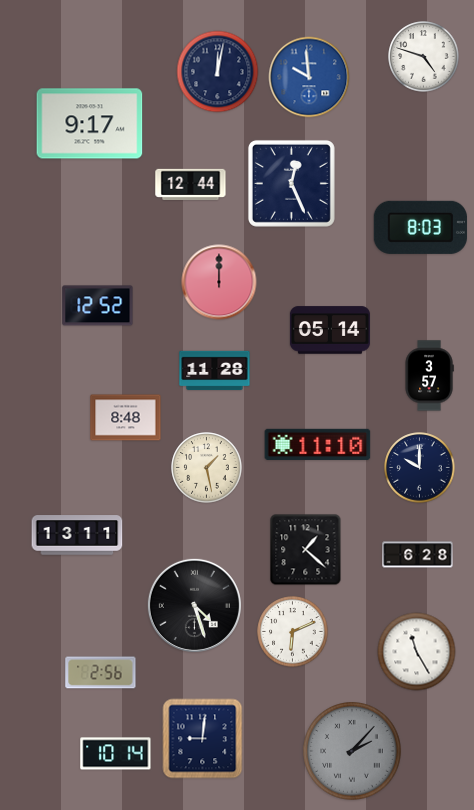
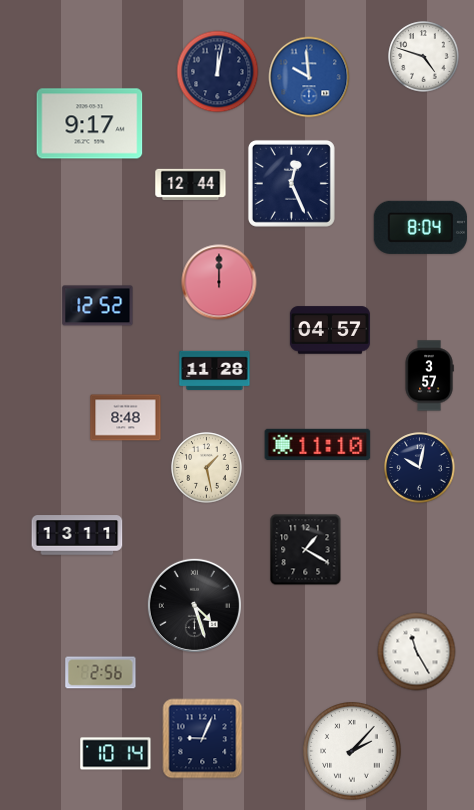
clock at (420, 227): 8:03 -> 8:04
clock at (330, 330): 05:14 -> 04:57
clock at (420, 468): 10:00 -> 10:02
clock at (306, 550): 1:22 -> 1:20
clock at (418, 555): 6:28 -> none
clock at (293, 632): 6:11 -> none
clock at (203, 739): 9:01 -> 9:04
clock at (352, 751) dial: grey -> white
